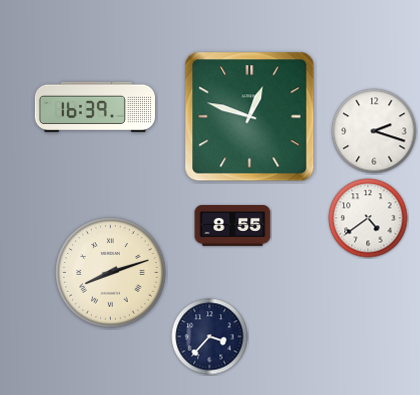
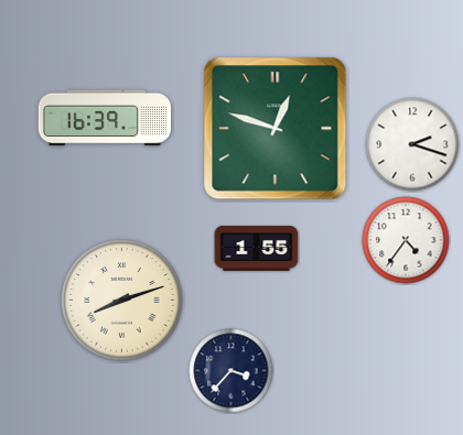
clock at (368, 218): 4:39 -> 4:36
clock at (233, 226): 8:55 -> 1:55
